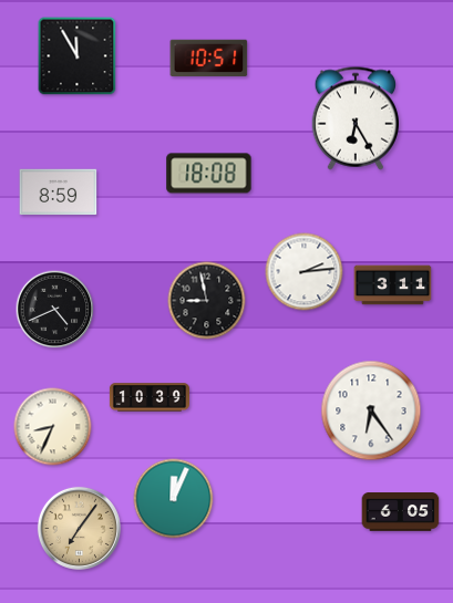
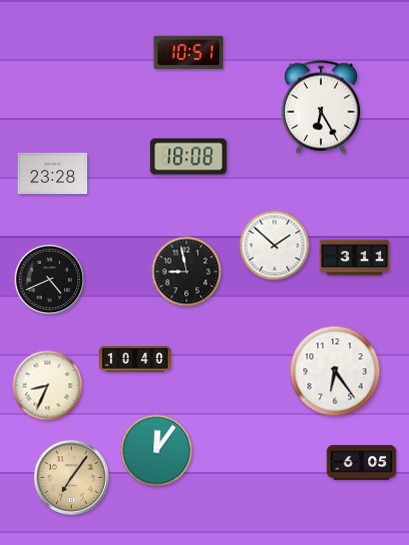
clock at (78, 56): 11:55 -> none
clock at (59, 193): 8:59 -> 23:28
clock at (305, 272): 2:14 -> 1:52
clock at (148, 397): 10:39 -> 10:40
clock at (174, 499): 12:04 -> 12:06
